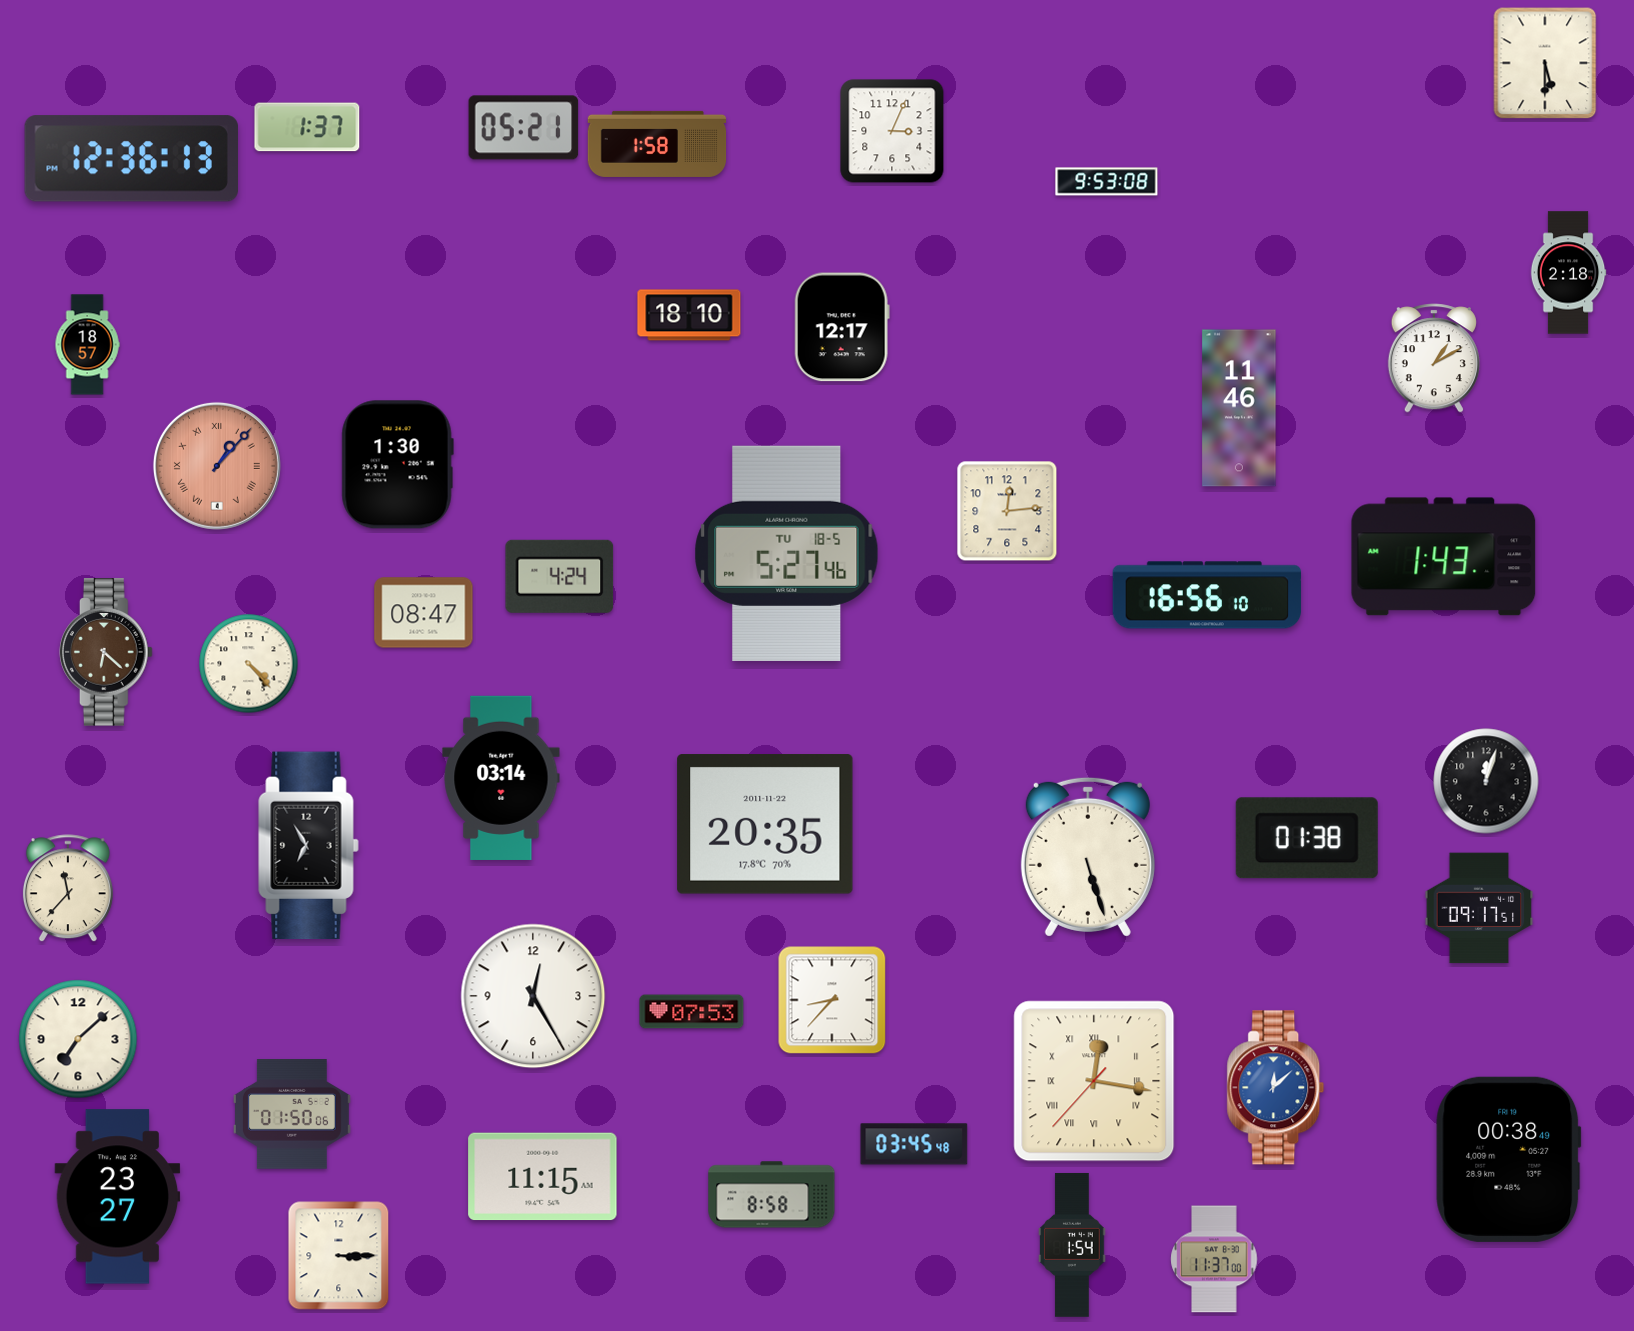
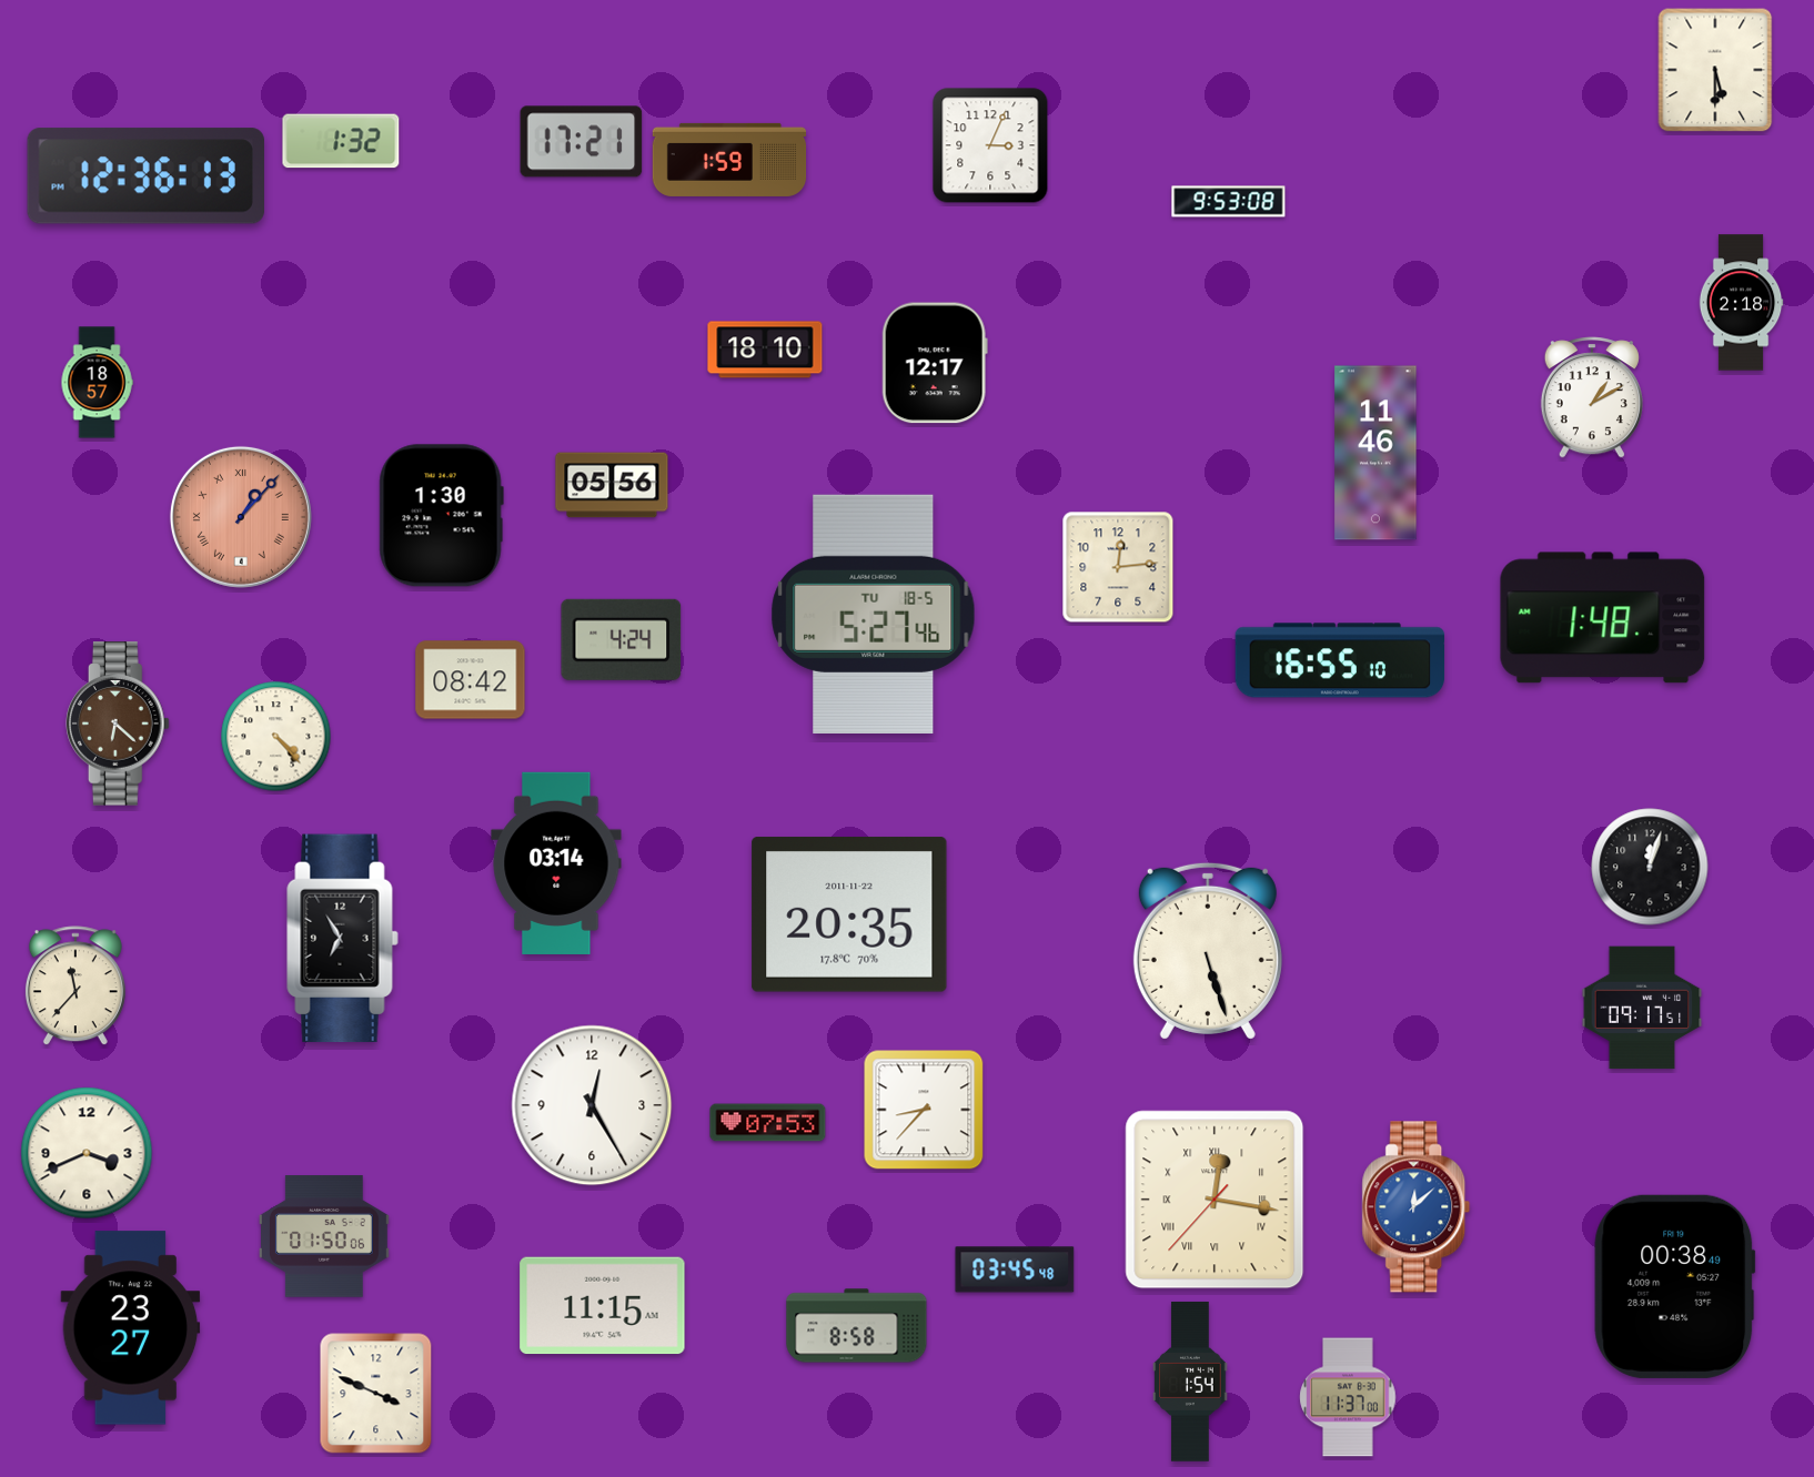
clock at (307, 127): 1:37 -> 1:32
clock at (524, 128): 05:21 -> 17:21
clock at (657, 144): 1:58 -> 1:59
clock at (612, 485): none -> 05:56
clock at (1444, 557): 1:43 -> 1:48
clock at (1207, 595): 16:56 -> 16:55
clock at (424, 613): 08:47 -> 08:42
clock at (1307, 838): 01:38 -> none
clock at (78, 1039): 7:08 -> 3:41
clock at (339, 1256): 3:15 -> 3:49
